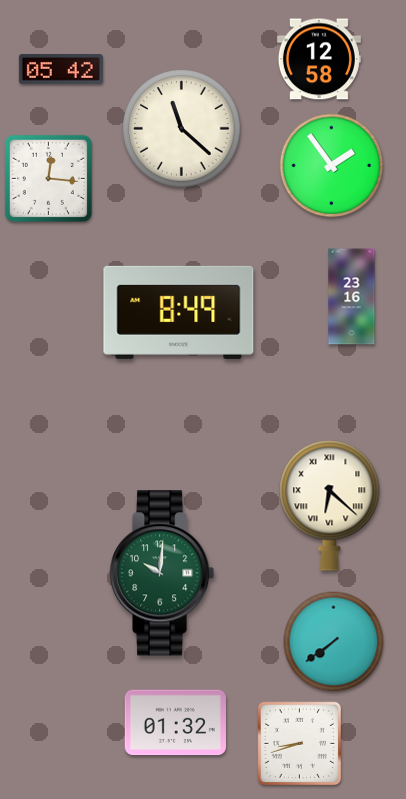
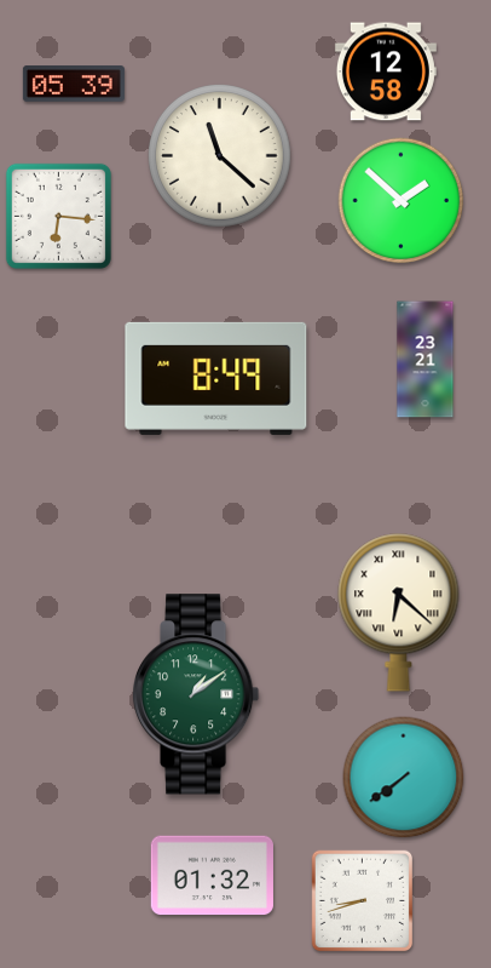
clock at (61, 69): 05:42 -> 05:39
clock at (332, 166): 1:54 -> 1:52
clock at (48, 178): 12:16 -> 6:16
clock at (352, 297): 23:16 -> 23:21
clock at (163, 573): 10:01 -> 1:09
